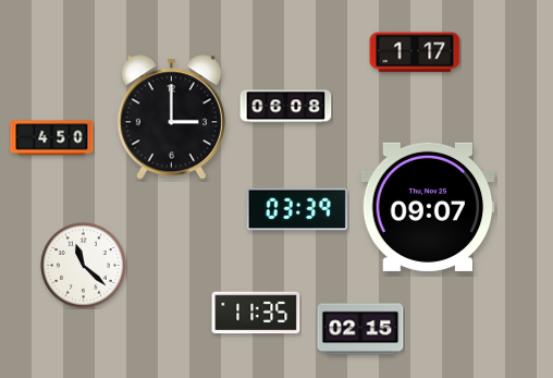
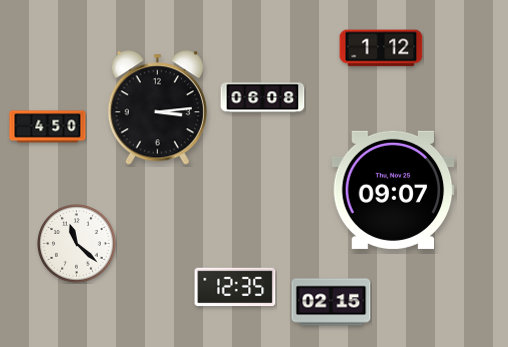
clock at (415, 52): 1:17 -> 1:12
clock at (171, 118): 3:00 -> 3:14
clock at (297, 209): 03:39 -> none
clock at (256, 313): 11:35 -> 12:35
